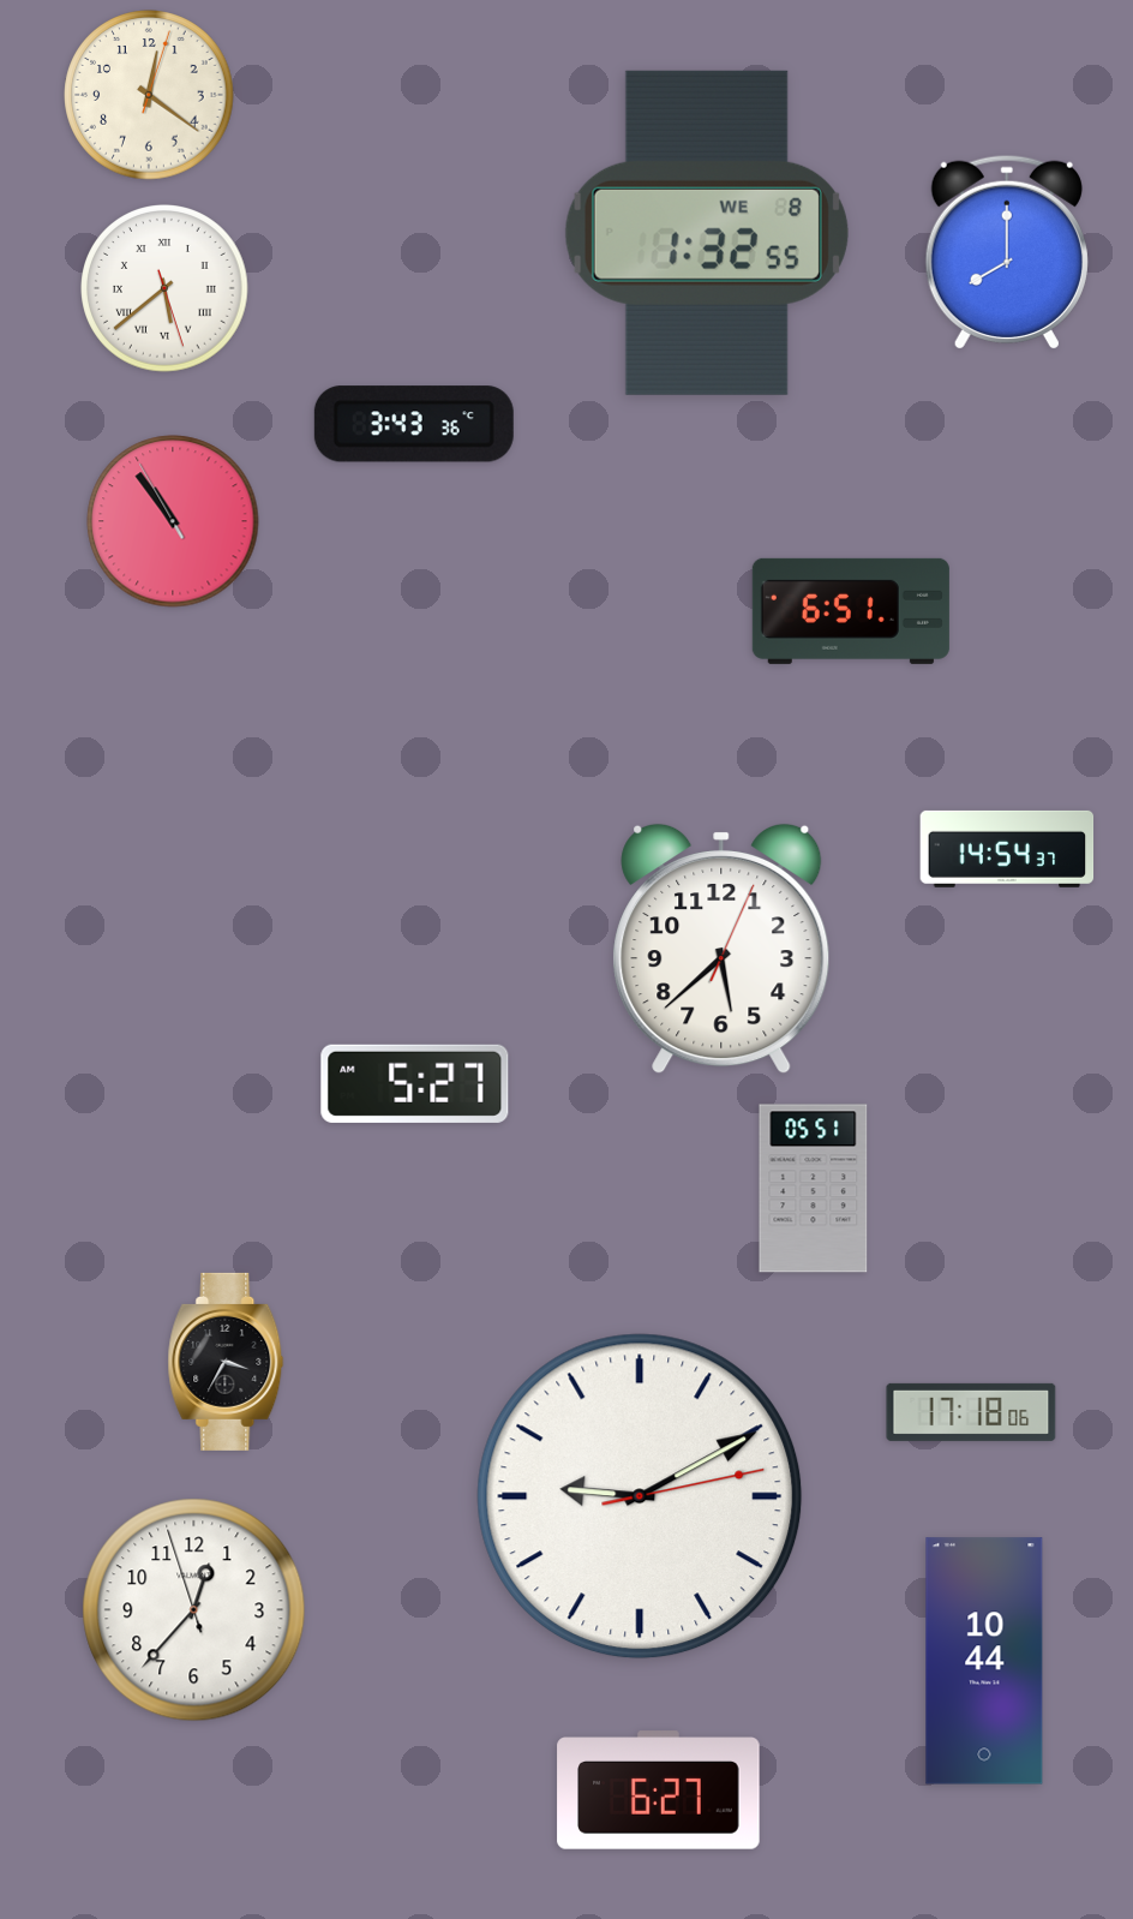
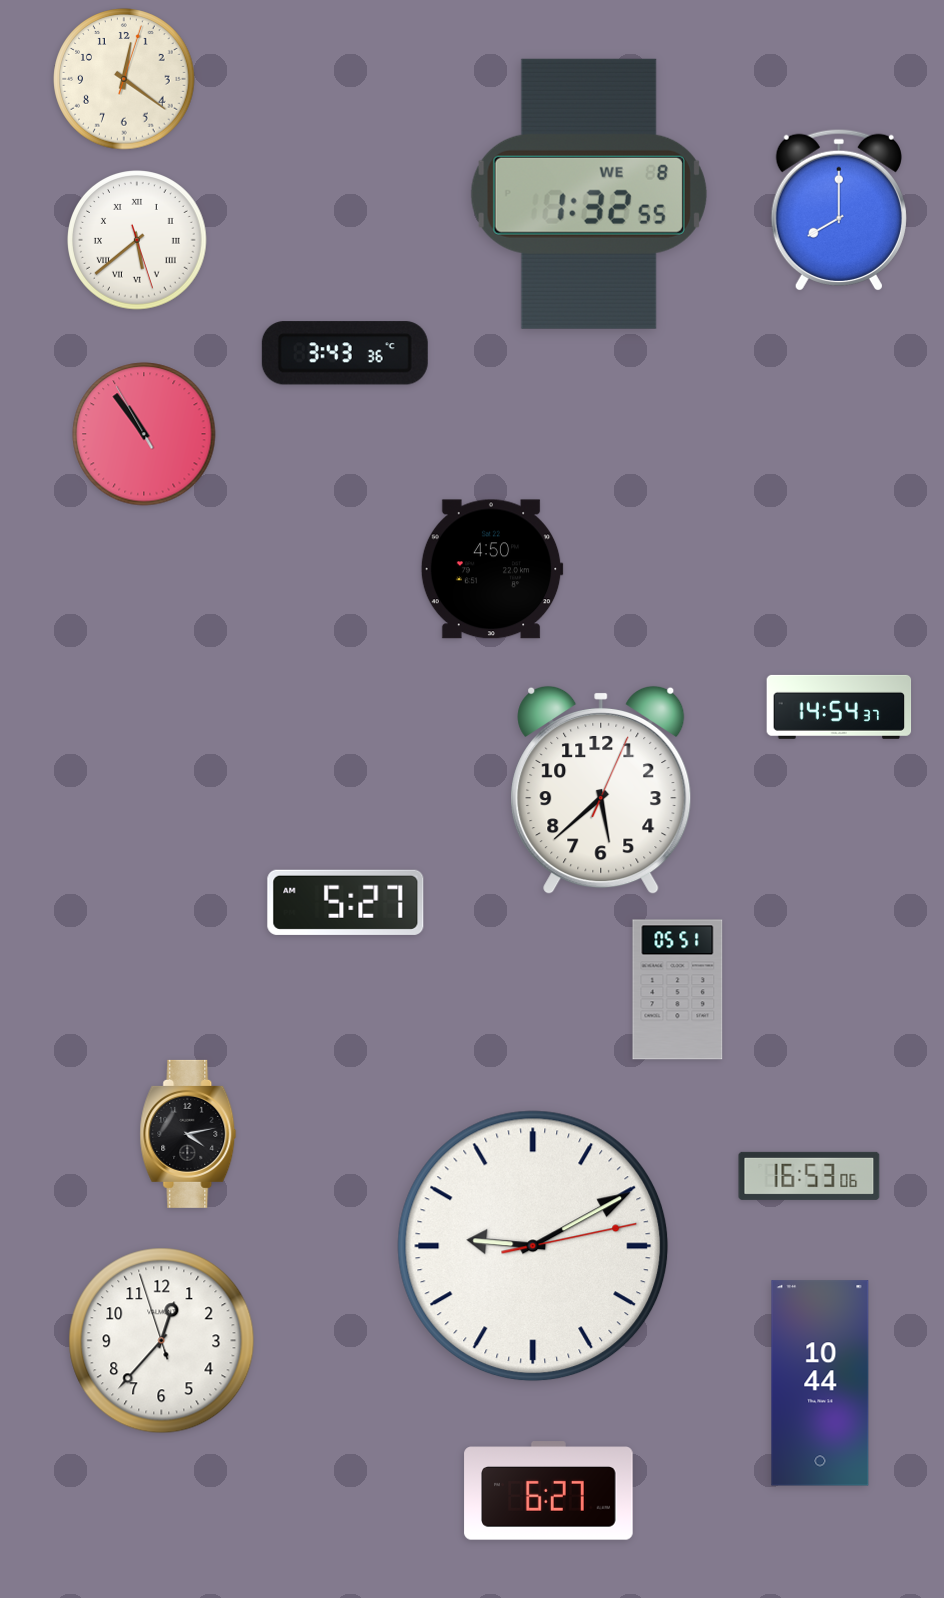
clock at (851, 611): 6:51 -> none
clock at (492, 569): none -> 4:50
clock at (226, 1362): 3:35 -> 4:13
clock at (971, 1412): 17:18 -> 16:53
